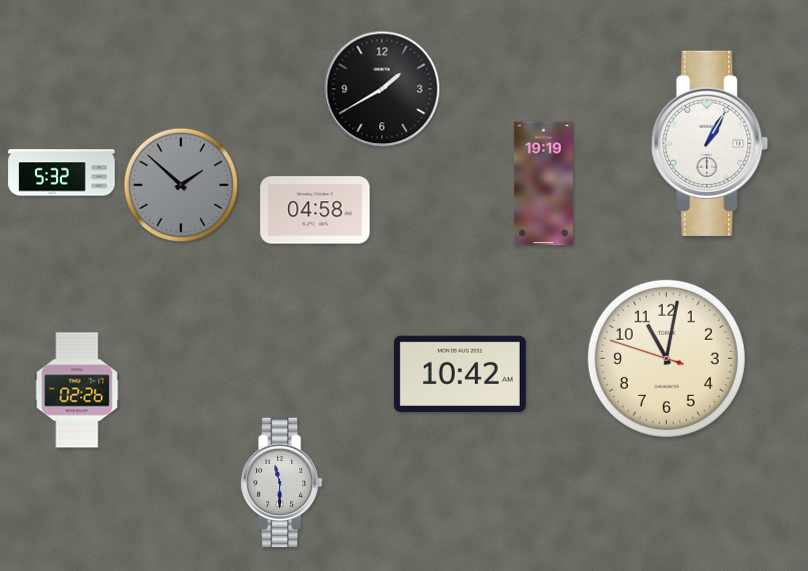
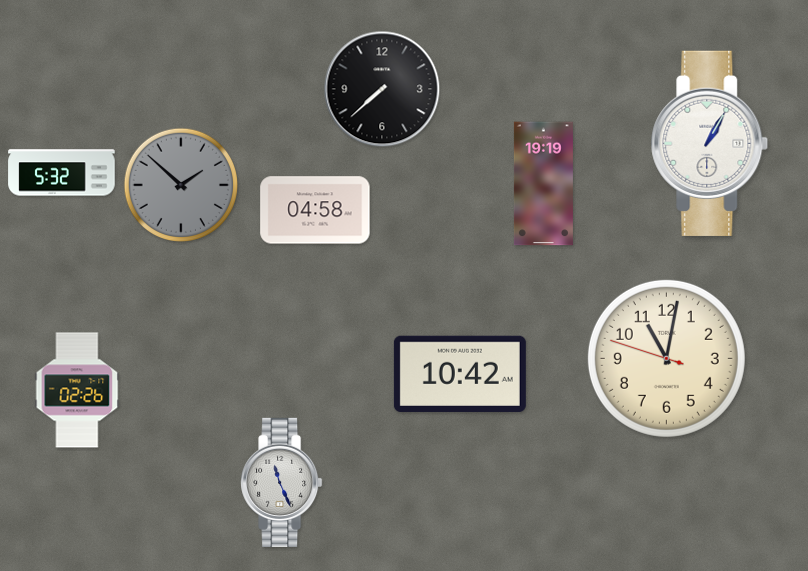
clock at (382, 89): 1:40 -> 7:38
clock at (282, 482): 11:30 -> 11:26
